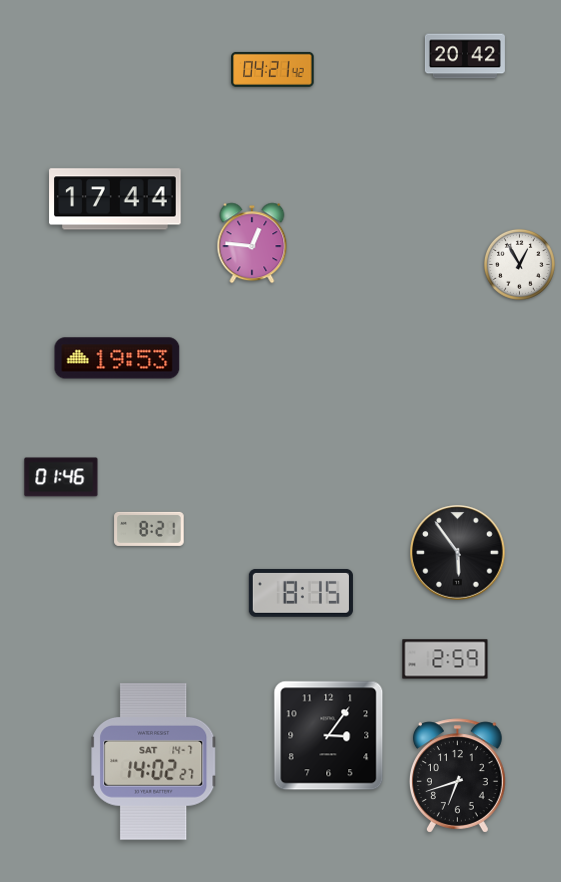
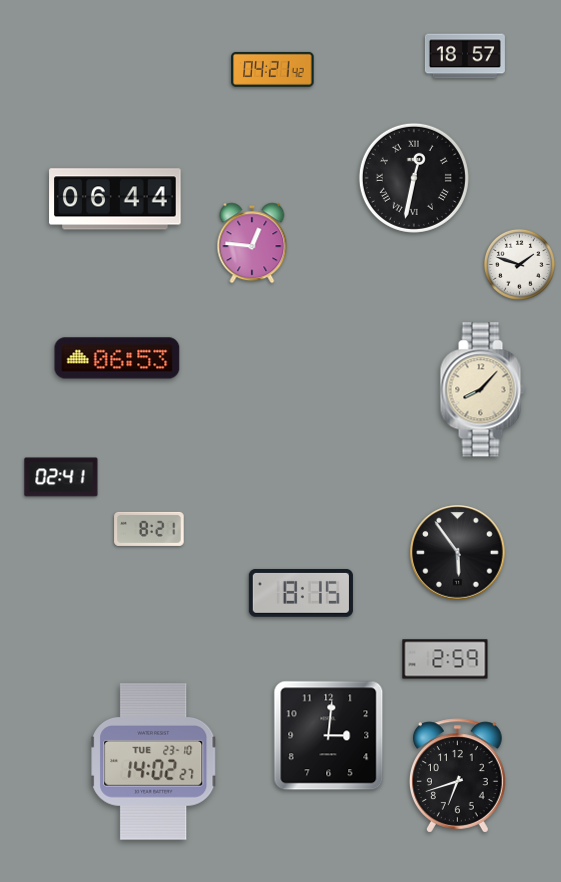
clock at (465, 56): 20:42 -> 18:57
clock at (414, 178): none -> 12:32
clock at (115, 199): 17:44 -> 06:44
clock at (519, 264): 12:55 -> 1:48
clock at (117, 358): 19:53 -> 06:53
clock at (482, 390): none -> 8:07
clock at (61, 477): 01:46 -> 02:41
clock at (329, 736): 3:06 -> 3:01
clock at (154, 762) date: SAT 14-7 -> TUE 23-10
